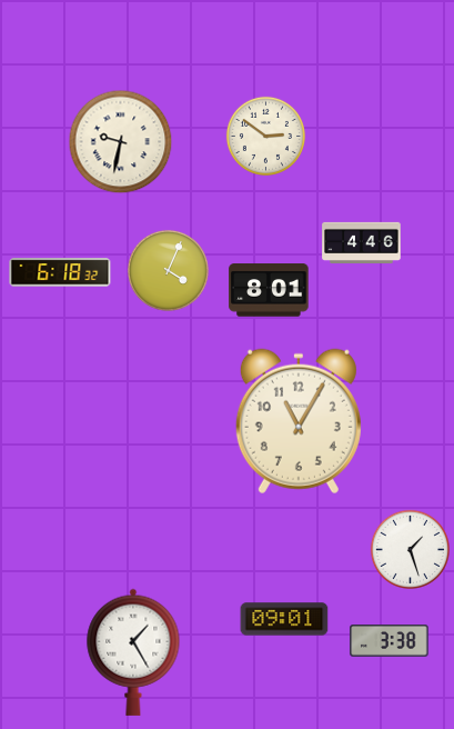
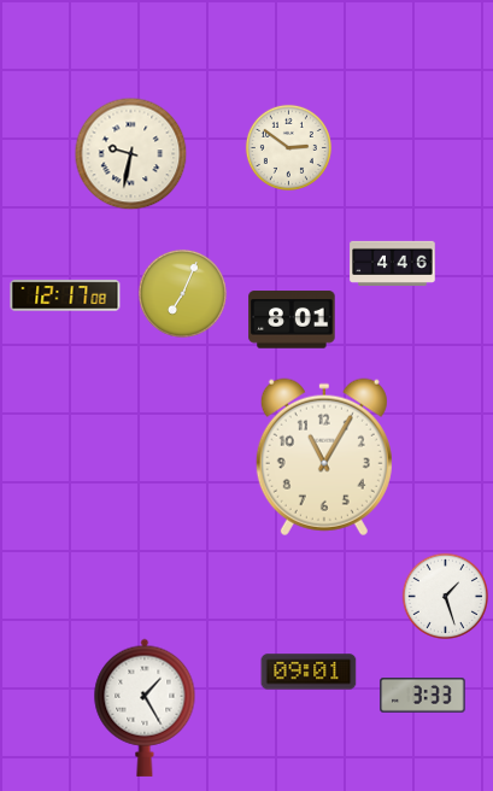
clock at (168, 270): 4:04 -> 7:04
clock at (60, 272): 6:18 -> 12:17
clock at (269, 290) position: (269, 290) -> (292, 320)
clock at (390, 641): 3:38 -> 3:33
